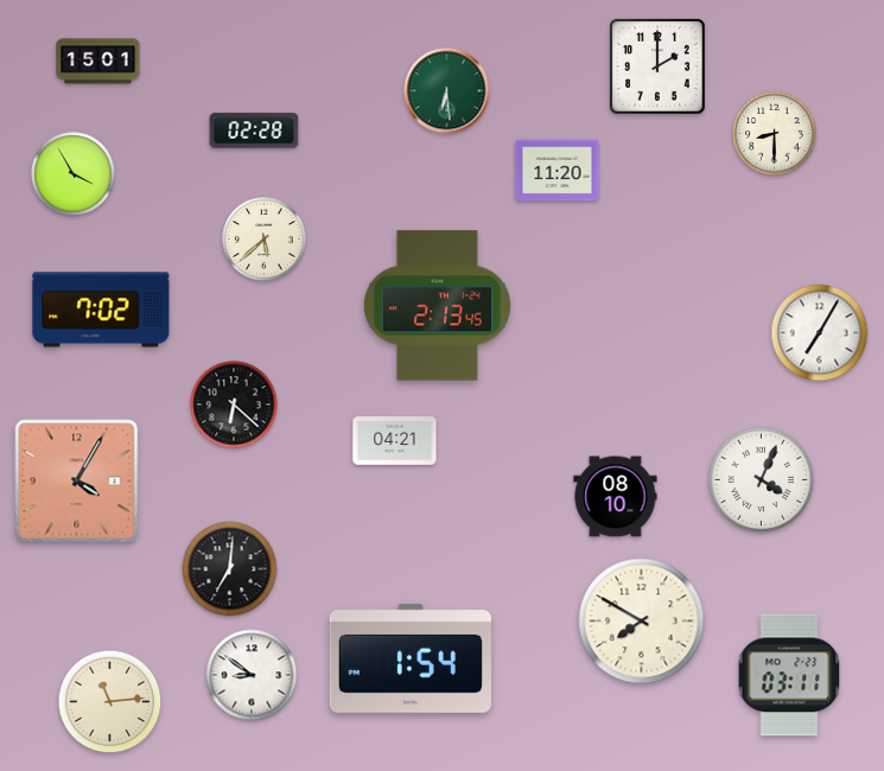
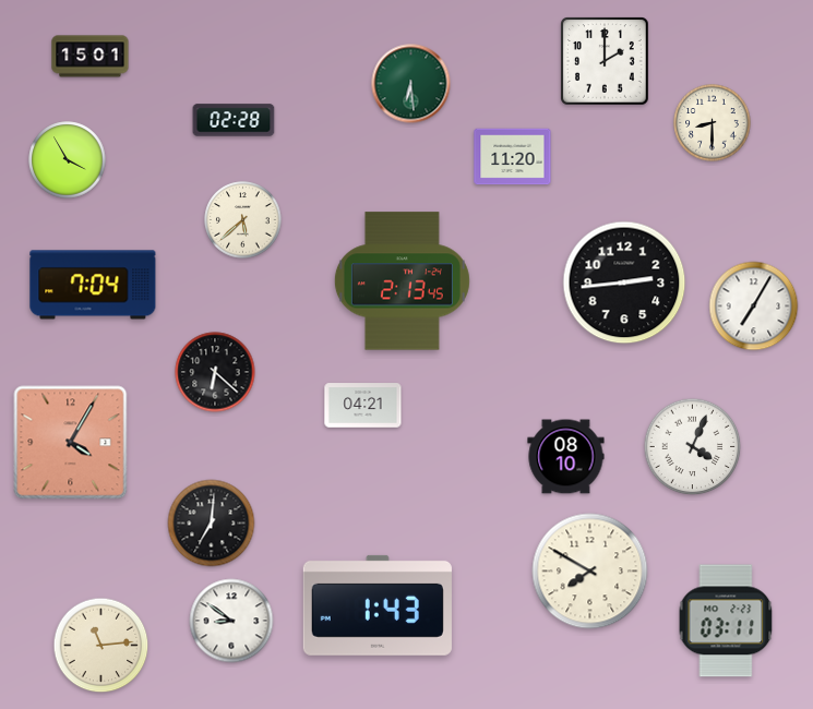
clock at (624, 283): none -> 2:44
clock at (101, 310): 7:02 -> 7:04
clock at (762, 480) position: (762, 480) -> (693, 447)
clock at (411, 658): 1:54 -> 1:43
